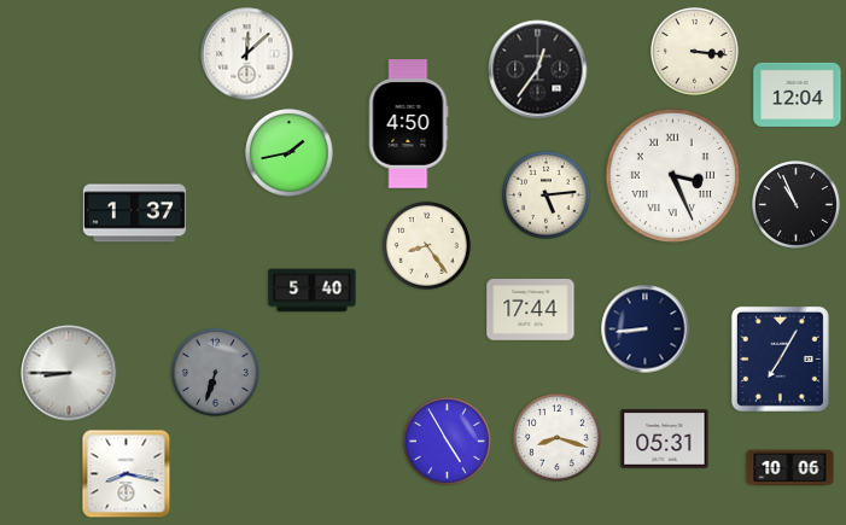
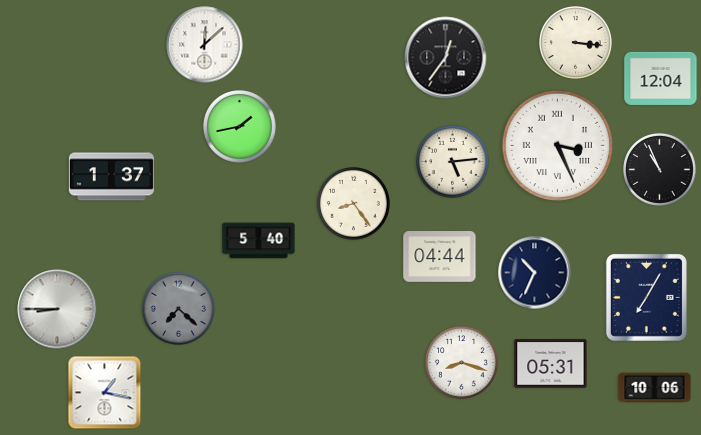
clock at (408, 124): 4:50 -> none
clock at (531, 310): 17:44 -> 04:44
clock at (646, 329): 8:44 -> 10:34
clock at (216, 373): 6:33 -> 7:22
clock at (448, 442): 4:55 -> none
clock at (127, 474): 8:17 -> 1:17
